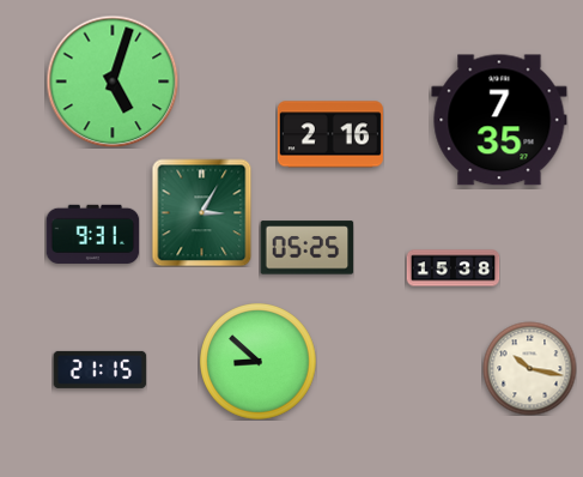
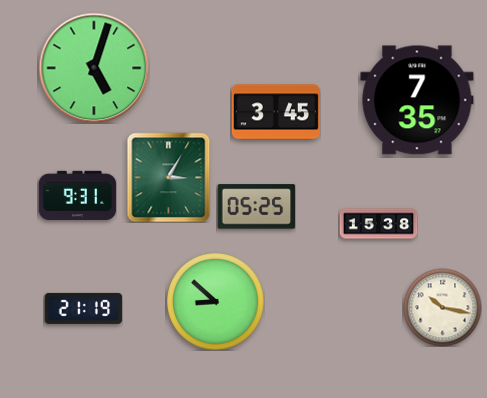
clock at (330, 134): 2:16 -> 3:45
clock at (99, 369): 21:15 -> 21:19
